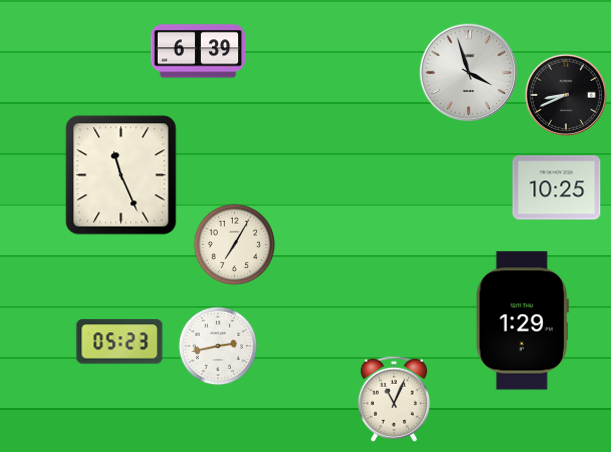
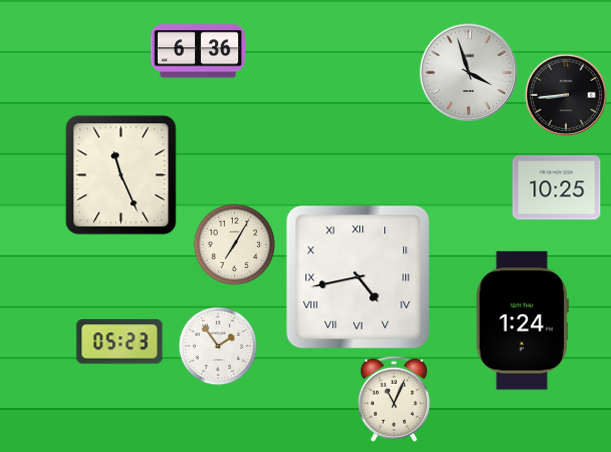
clock at (198, 51): 6:39 -> 6:36
clock at (565, 94): 8:41 -> 8:44
clock at (358, 277): none -> 4:43
clock at (522, 321): 1:29 -> 1:24
clock at (218, 346): 2:43 -> 1:54
